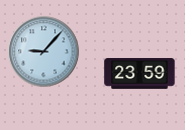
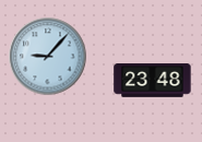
clock at (140, 74): 23:59 -> 23:48
